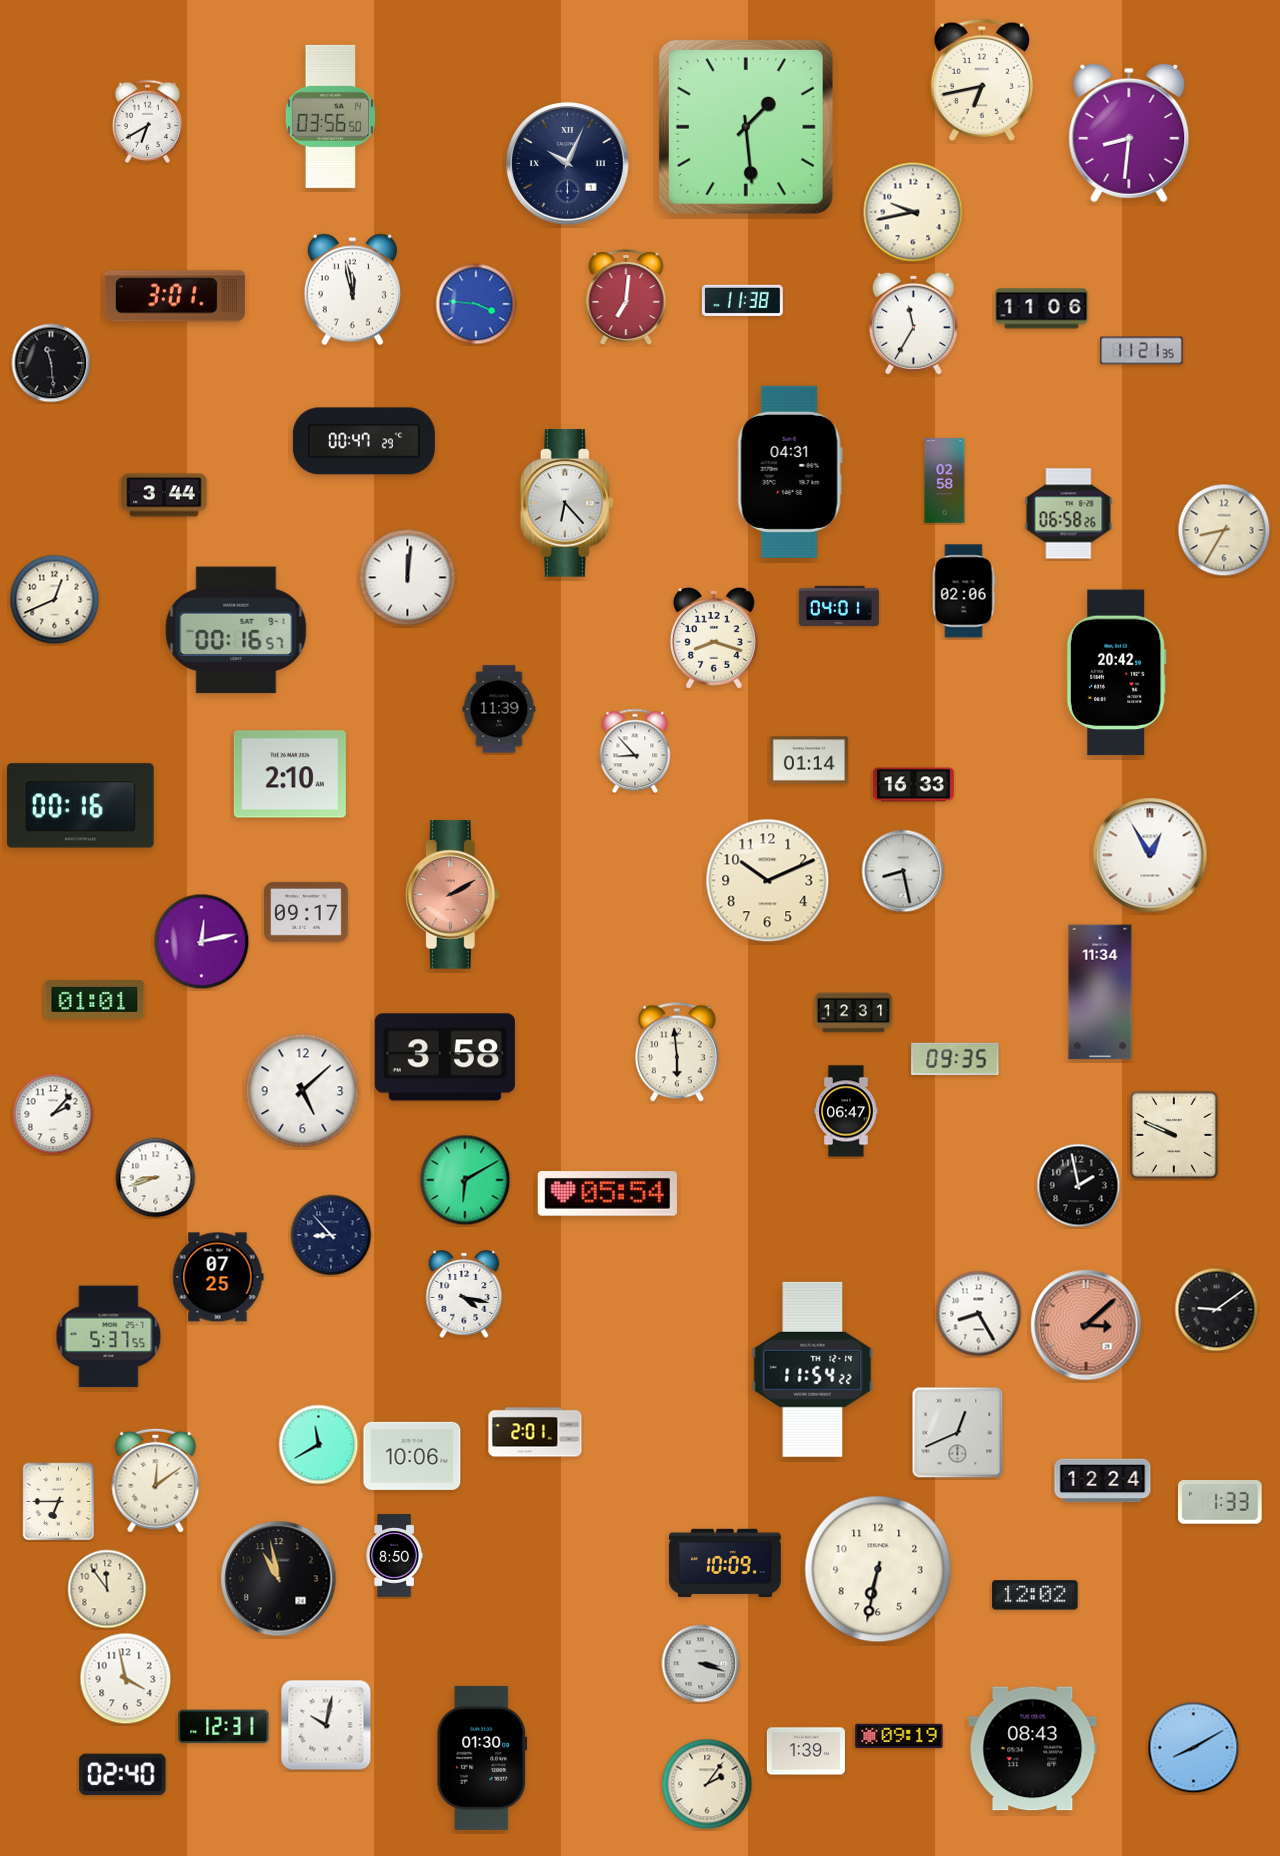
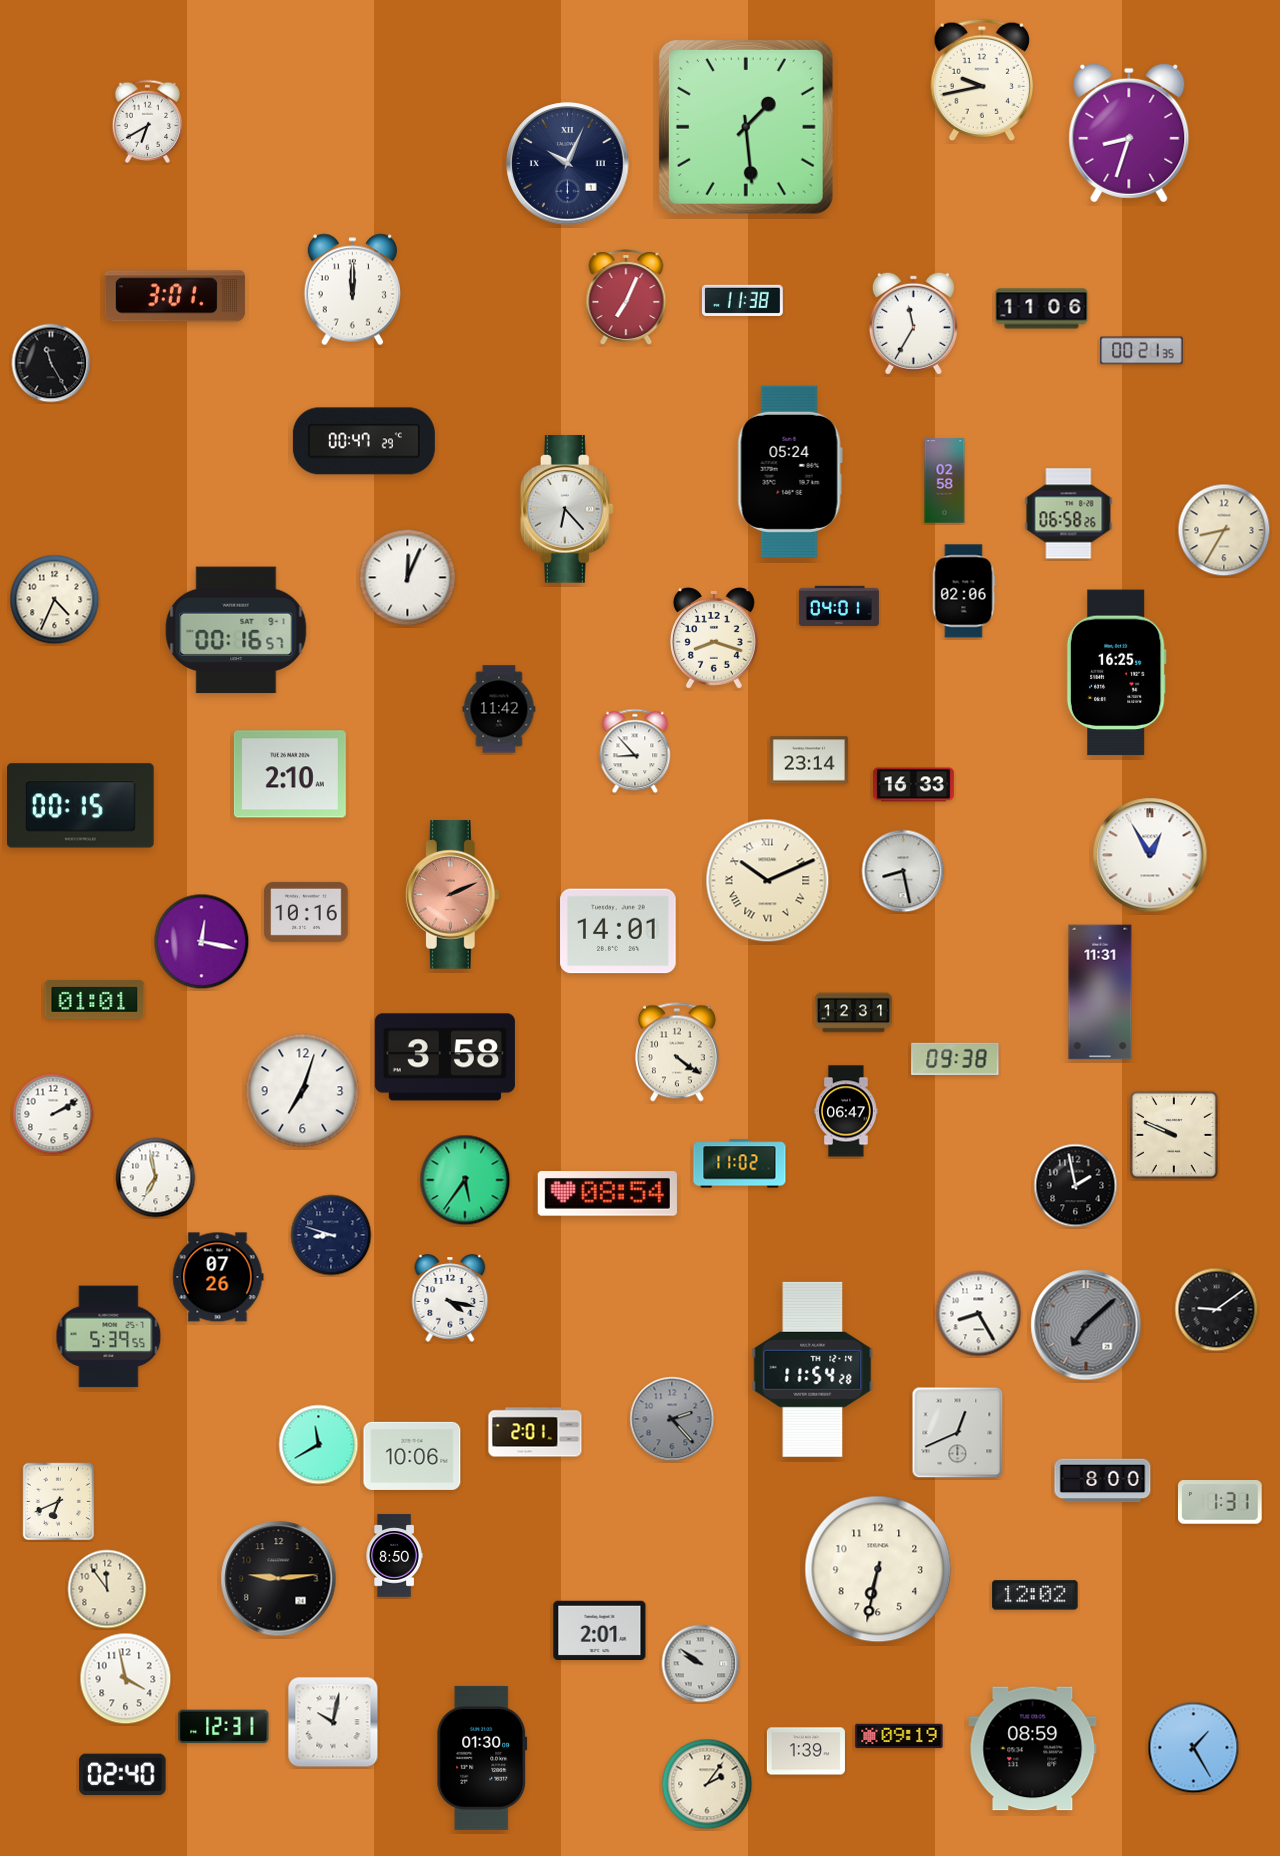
clock at (982, 80): 6:43 -> 9:43
clock at (330, 116): 03:56 -> none
clock at (1129, 133): 8:31 -> 8:33
clock at (913, 212): 9:43 -> none
clock at (352, 290): 11:58 -> 12:00
clock at (626, 297): 7:01 -> 7:04
clock at (476, 304): 3:46 -> none
clock at (1142, 351): 11:21 -> 00:21
clock at (51, 363): 11:29 -> 11:25
clock at (790, 472): 04:31 -> 05:24
clock at (164, 495): 3:44 -> none
clock at (567, 503) position: (567, 503) -> (567, 509)
clock at (408, 578): 12:01 -> 12:04
clock at (55, 600): 12:41 -> 4:34
clock at (1116, 673): 20:42 -> 16:25
clock at (499, 709): 11:39 -> 11:42
clock at (809, 760): 01:14 -> 23:14
clock at (81, 806): 00:16 -> 00:15
clock at (768, 881) numerals: Arabic -> Roman
clock at (452, 895): 2:10 -> 2:11
clock at (306, 912): 09:17 -> 10:16
clock at (618, 931): none -> 14:01
clock at (202, 942): 12:13 -> 12:17
clock at (1100, 992): 11:34 -> 11:31
clock at (677, 1052): 5:59 -> 4:21
clock at (955, 1059): 09:35 -> 09:38
clock at (303, 1091): 5:08 -> 7:03
clock at (53, 1114): 2:07 -> 2:10
clock at (740, 1164): none -> 11:02
clock at (156, 1178): 8:42 -> 6:58
clock at (465, 1180): 6:10 -> 5:36
clock at (1079, 1186) position: (1079, 1186) -> (1076, 1186)
clock at (607, 1194): 05:54 -> 08:54
clock at (331, 1235): 8:53 -> 8:48
clock at (218, 1277): 07:25 -> 07:26
clock at (464, 1294) position: (464, 1294) -> (450, 1298)
clock at (1086, 1325): 3:08 -> 7:08
clock at (1086, 1325) dial: salmon -> grey
clock at (109, 1337): 5:37 -> 5:39
clock at (813, 1369): 11:54:22 -> 11:54:28
clock at (672, 1419): none -> 2:23
clock at (156, 1480): 12:09 -> none
clock at (1103, 1481): 12:24 -> 8:00
clock at (59, 1502): 6:45 -> 6:41
clock at (1221, 1503): 1:33 -> 1:31
clock at (725, 1563): 10:09 -> none
clock at (279, 1579): 10:58 -> 9:14
clock at (600, 1630): none -> 2:01
clock at (701, 1664): 3:18 -> 9:51
clock at (326, 1725) position: (326, 1725) -> (333, 1722)
clock at (1194, 1748): 8:10 -> 1:25
clock at (1033, 1749): 08:43 -> 08:59
